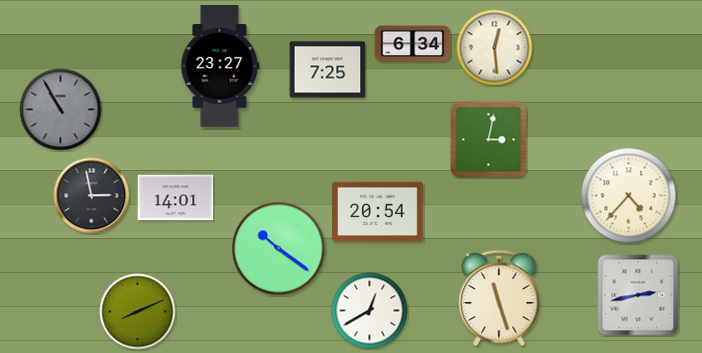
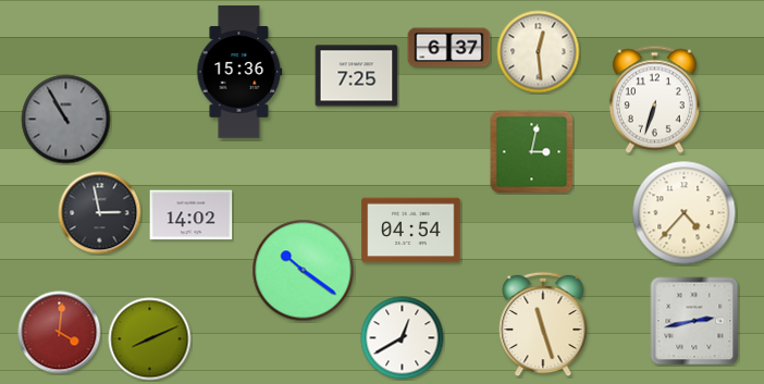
clock at (413, 44): 6:34 -> 6:37
clock at (220, 66): 23:27 -> 15:36
clock at (654, 100): none -> 6:33
clock at (176, 198): 14:01 -> 14:02
clock at (378, 212): 20:54 -> 04:54
clock at (60, 333): none -> 4:01
